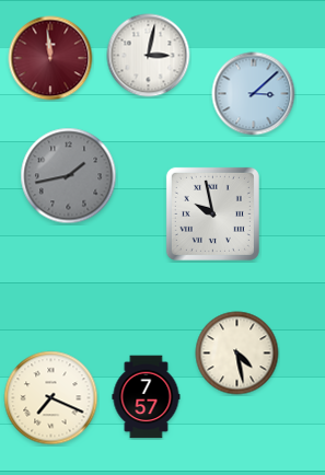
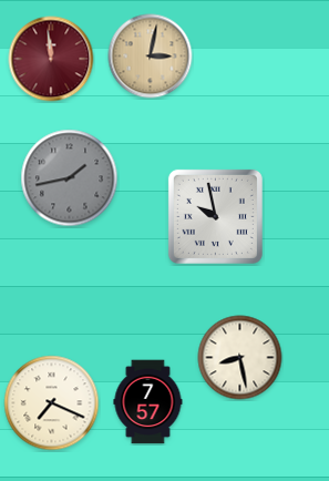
clock at (149, 56) dial: white -> champagne
clock at (254, 94): 3:08 -> none
clock at (237, 354): 4:28 -> 8:28
